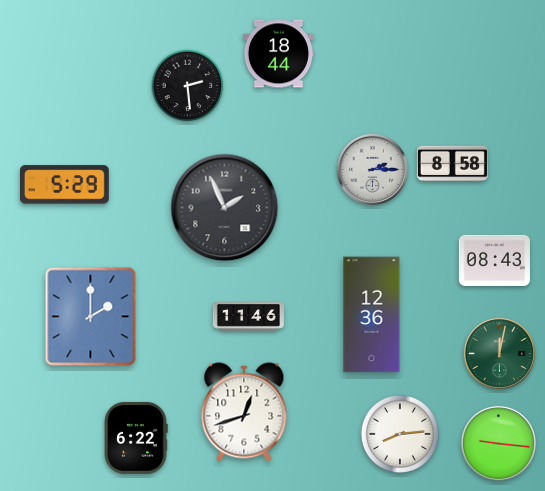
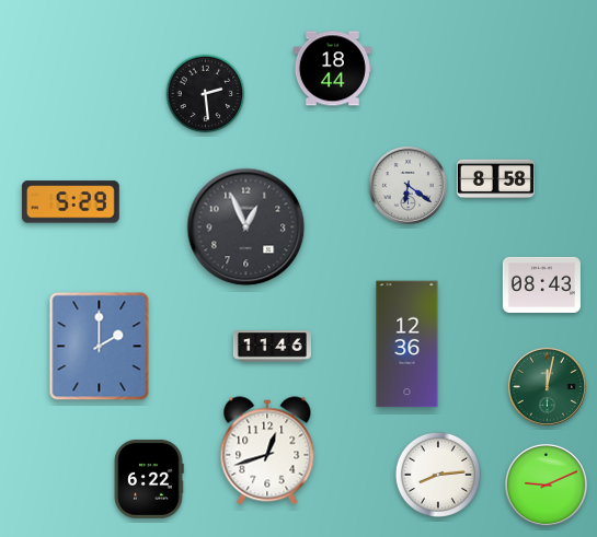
clock at (278, 54) position: (278, 54) -> (332, 69)
clock at (372, 169): 2:15 -> 6:21
clock at (225, 208): 1:56 -> 12:56
clock at (498, 443): 9:16 -> 9:11
